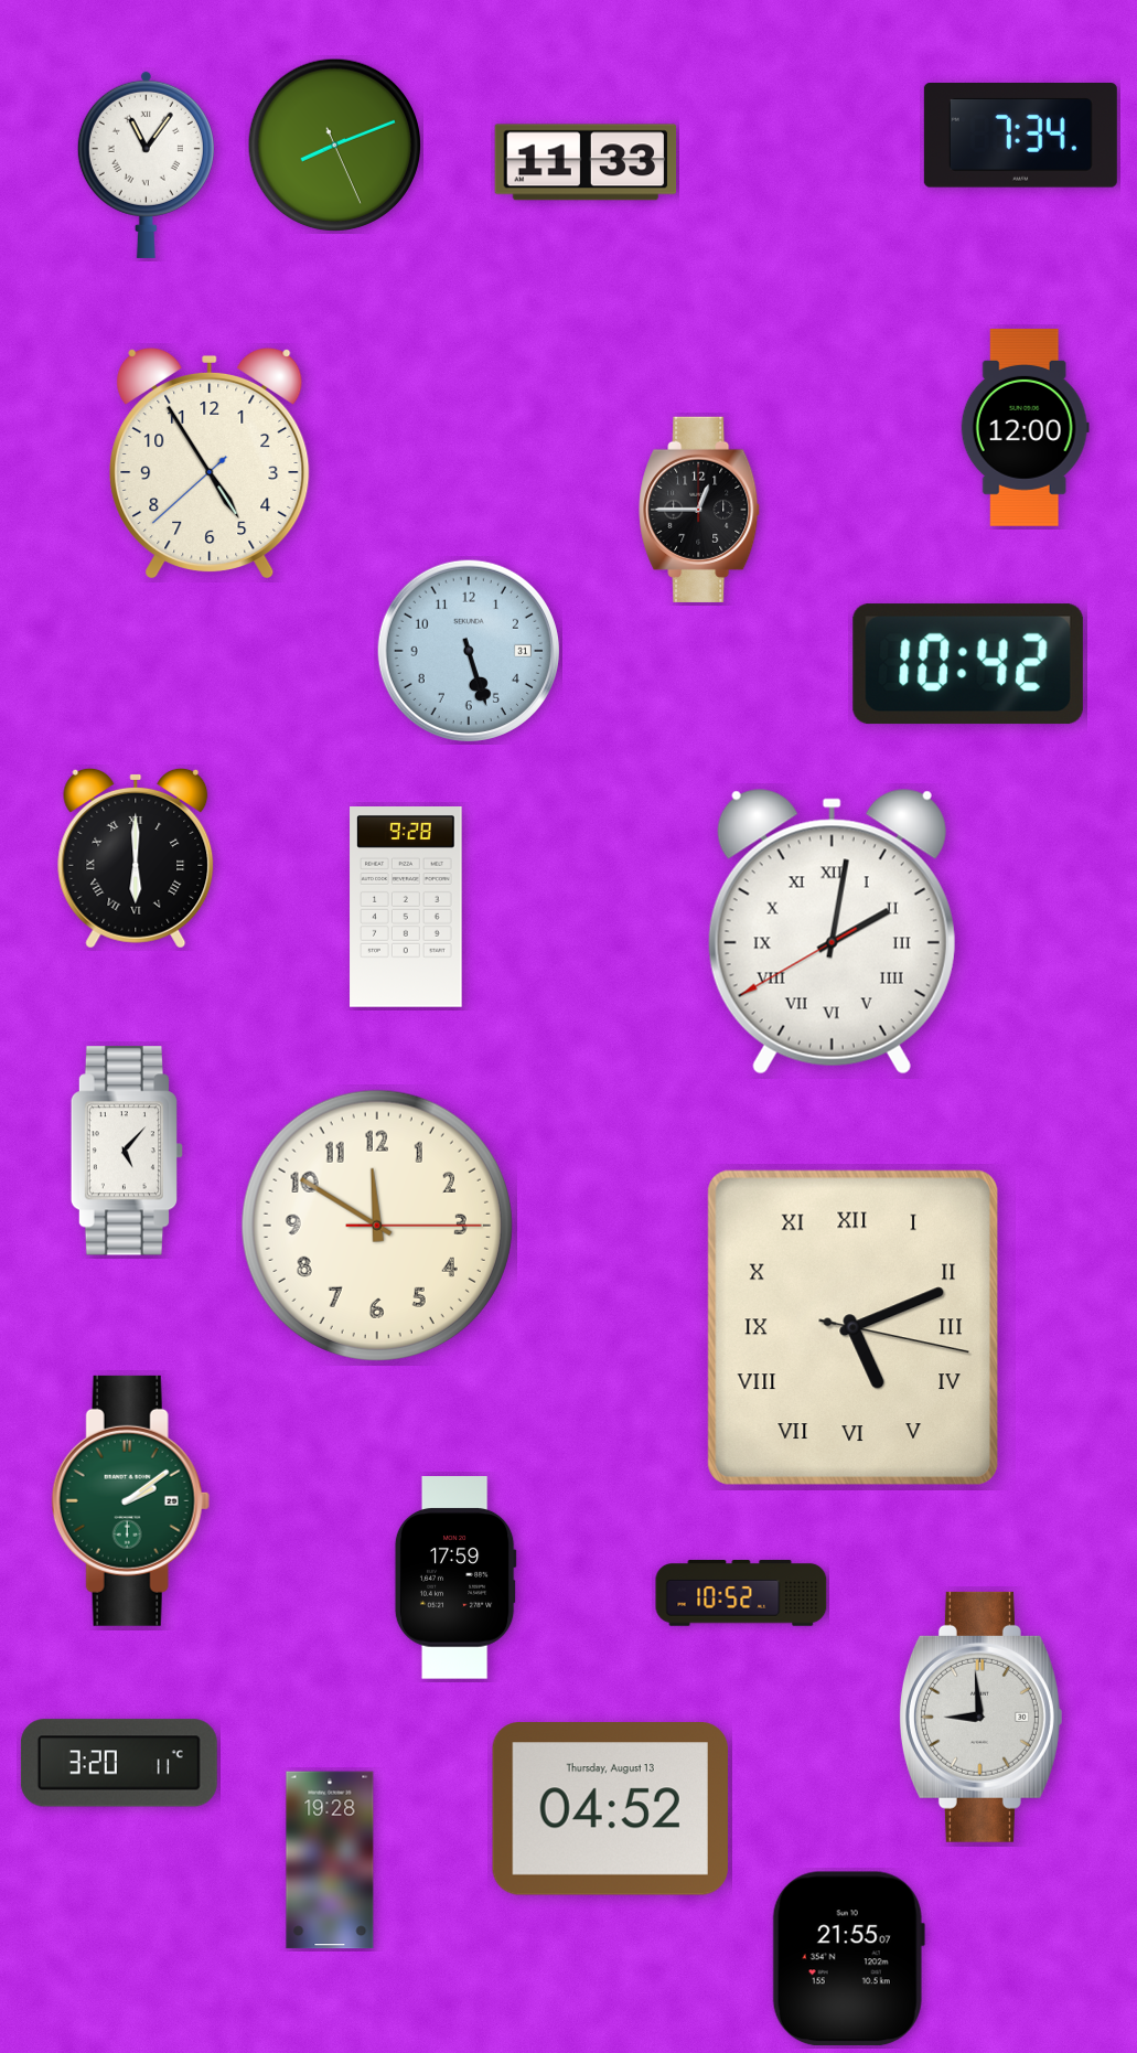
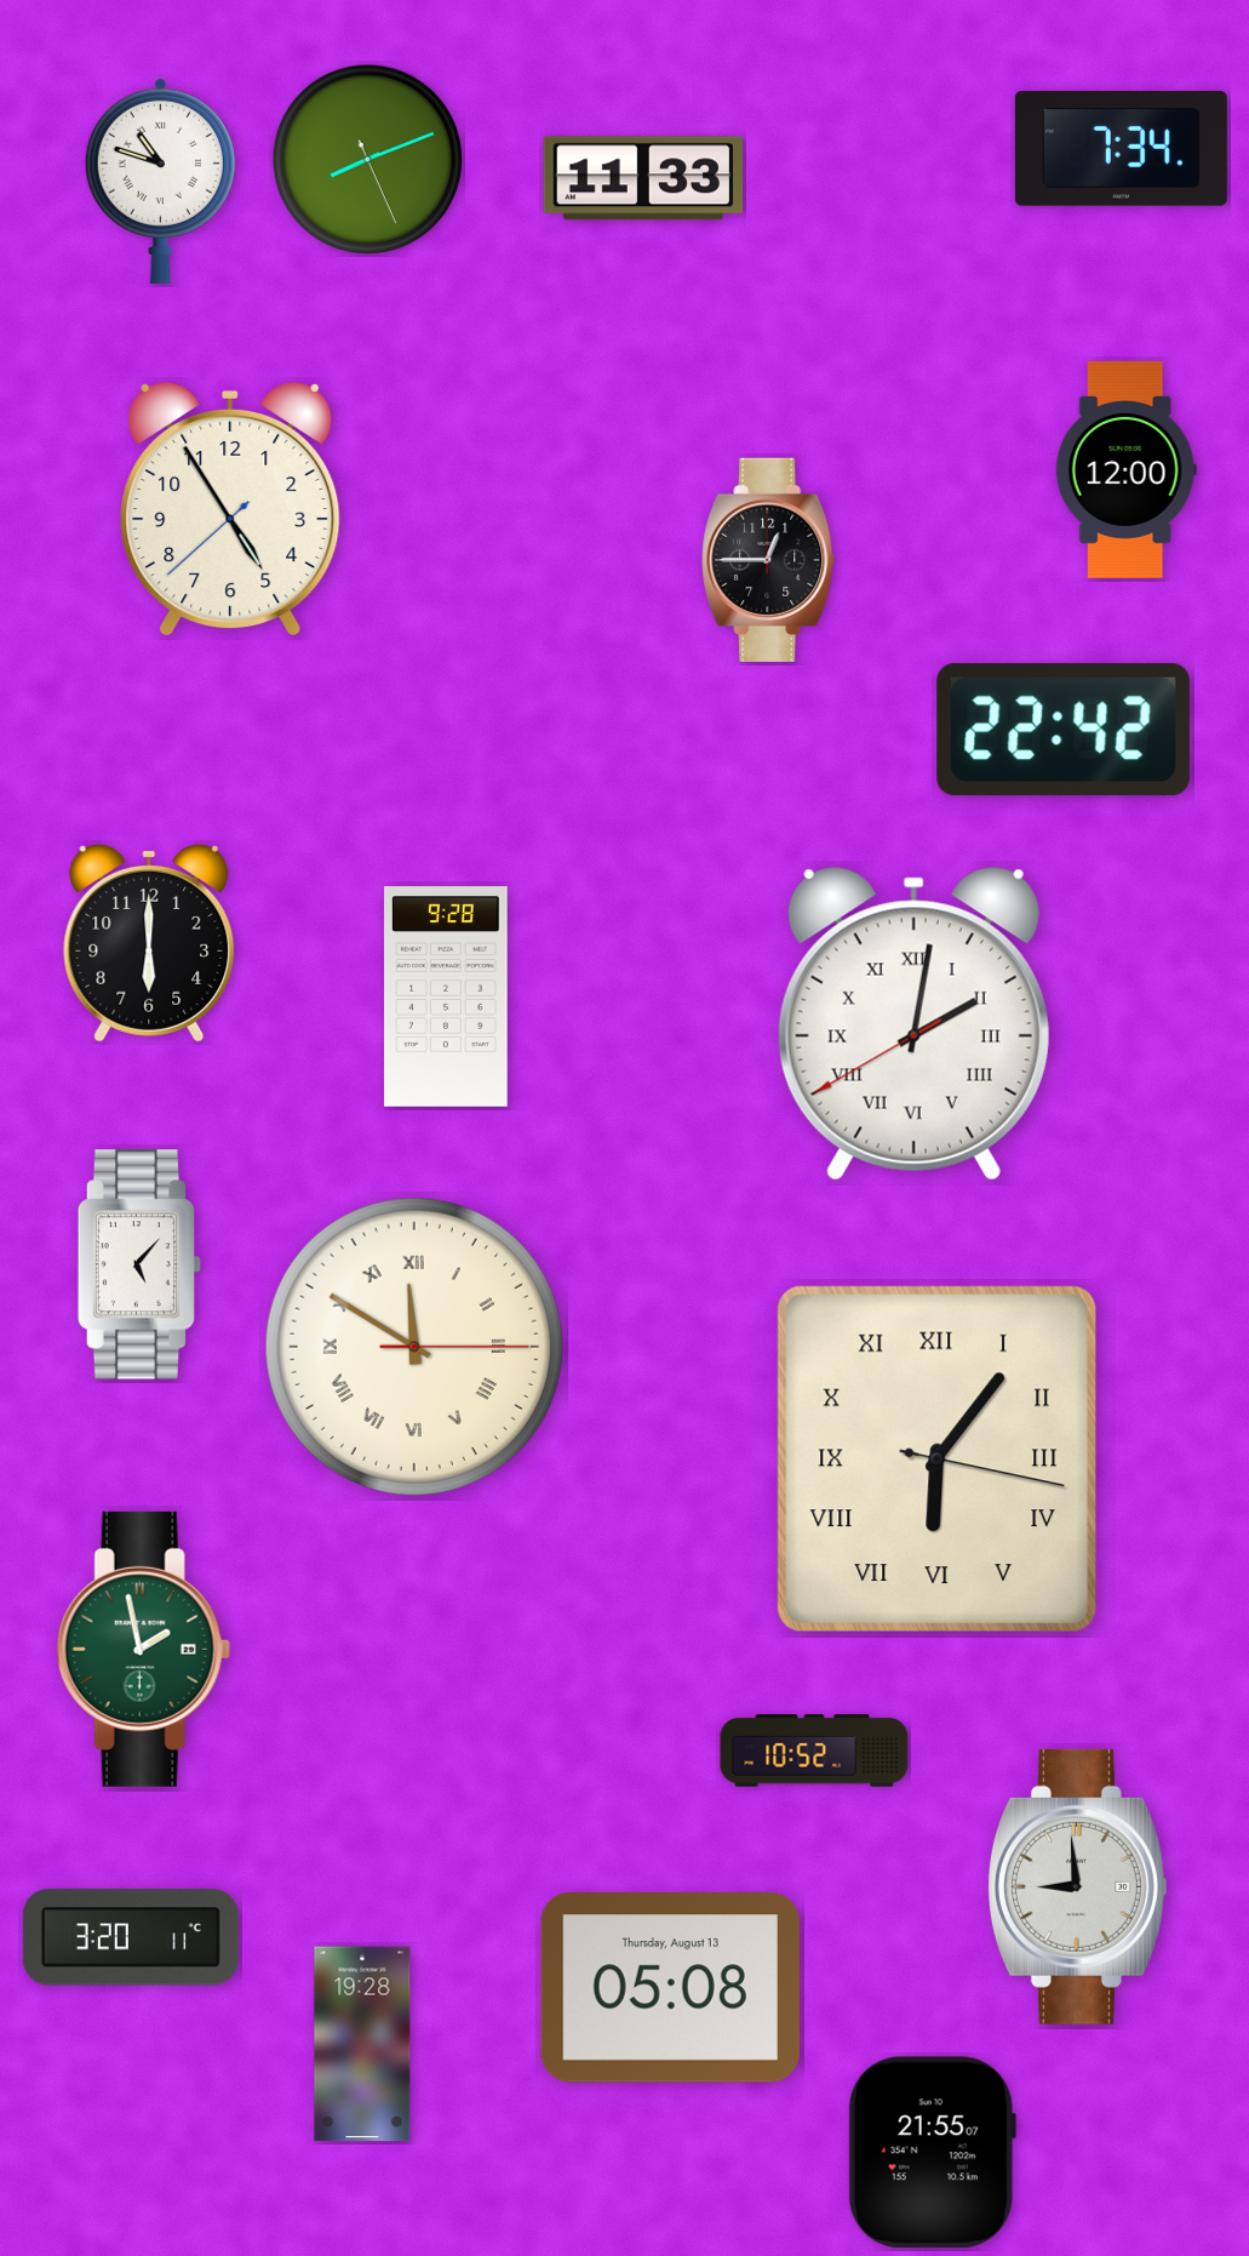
clock at (146, 164): 11:06 -> 10:48
clock at (469, 651): 5:27 -> none
clock at (968, 664): 10:42 -> 22:42
clock at (136, 858) numerals: Roman -> Arabic
clock at (377, 1226) numerals: Arabic -> Roman
clock at (852, 1327): 5:11 -> 6:06
clock at (130, 1500): 2:09 -> 1:58
clock at (455, 1578): 17:59 -> none
clock at (610, 1809): 04:52 -> 05:08
